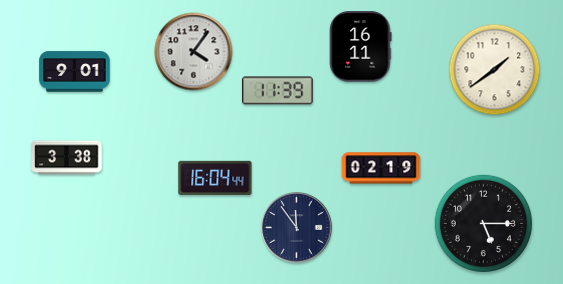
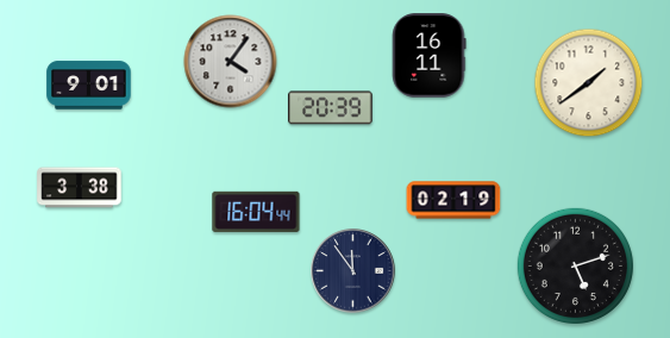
clock at (278, 91): 11:39 -> 20:39
clock at (483, 223): 5:15 -> 5:12
